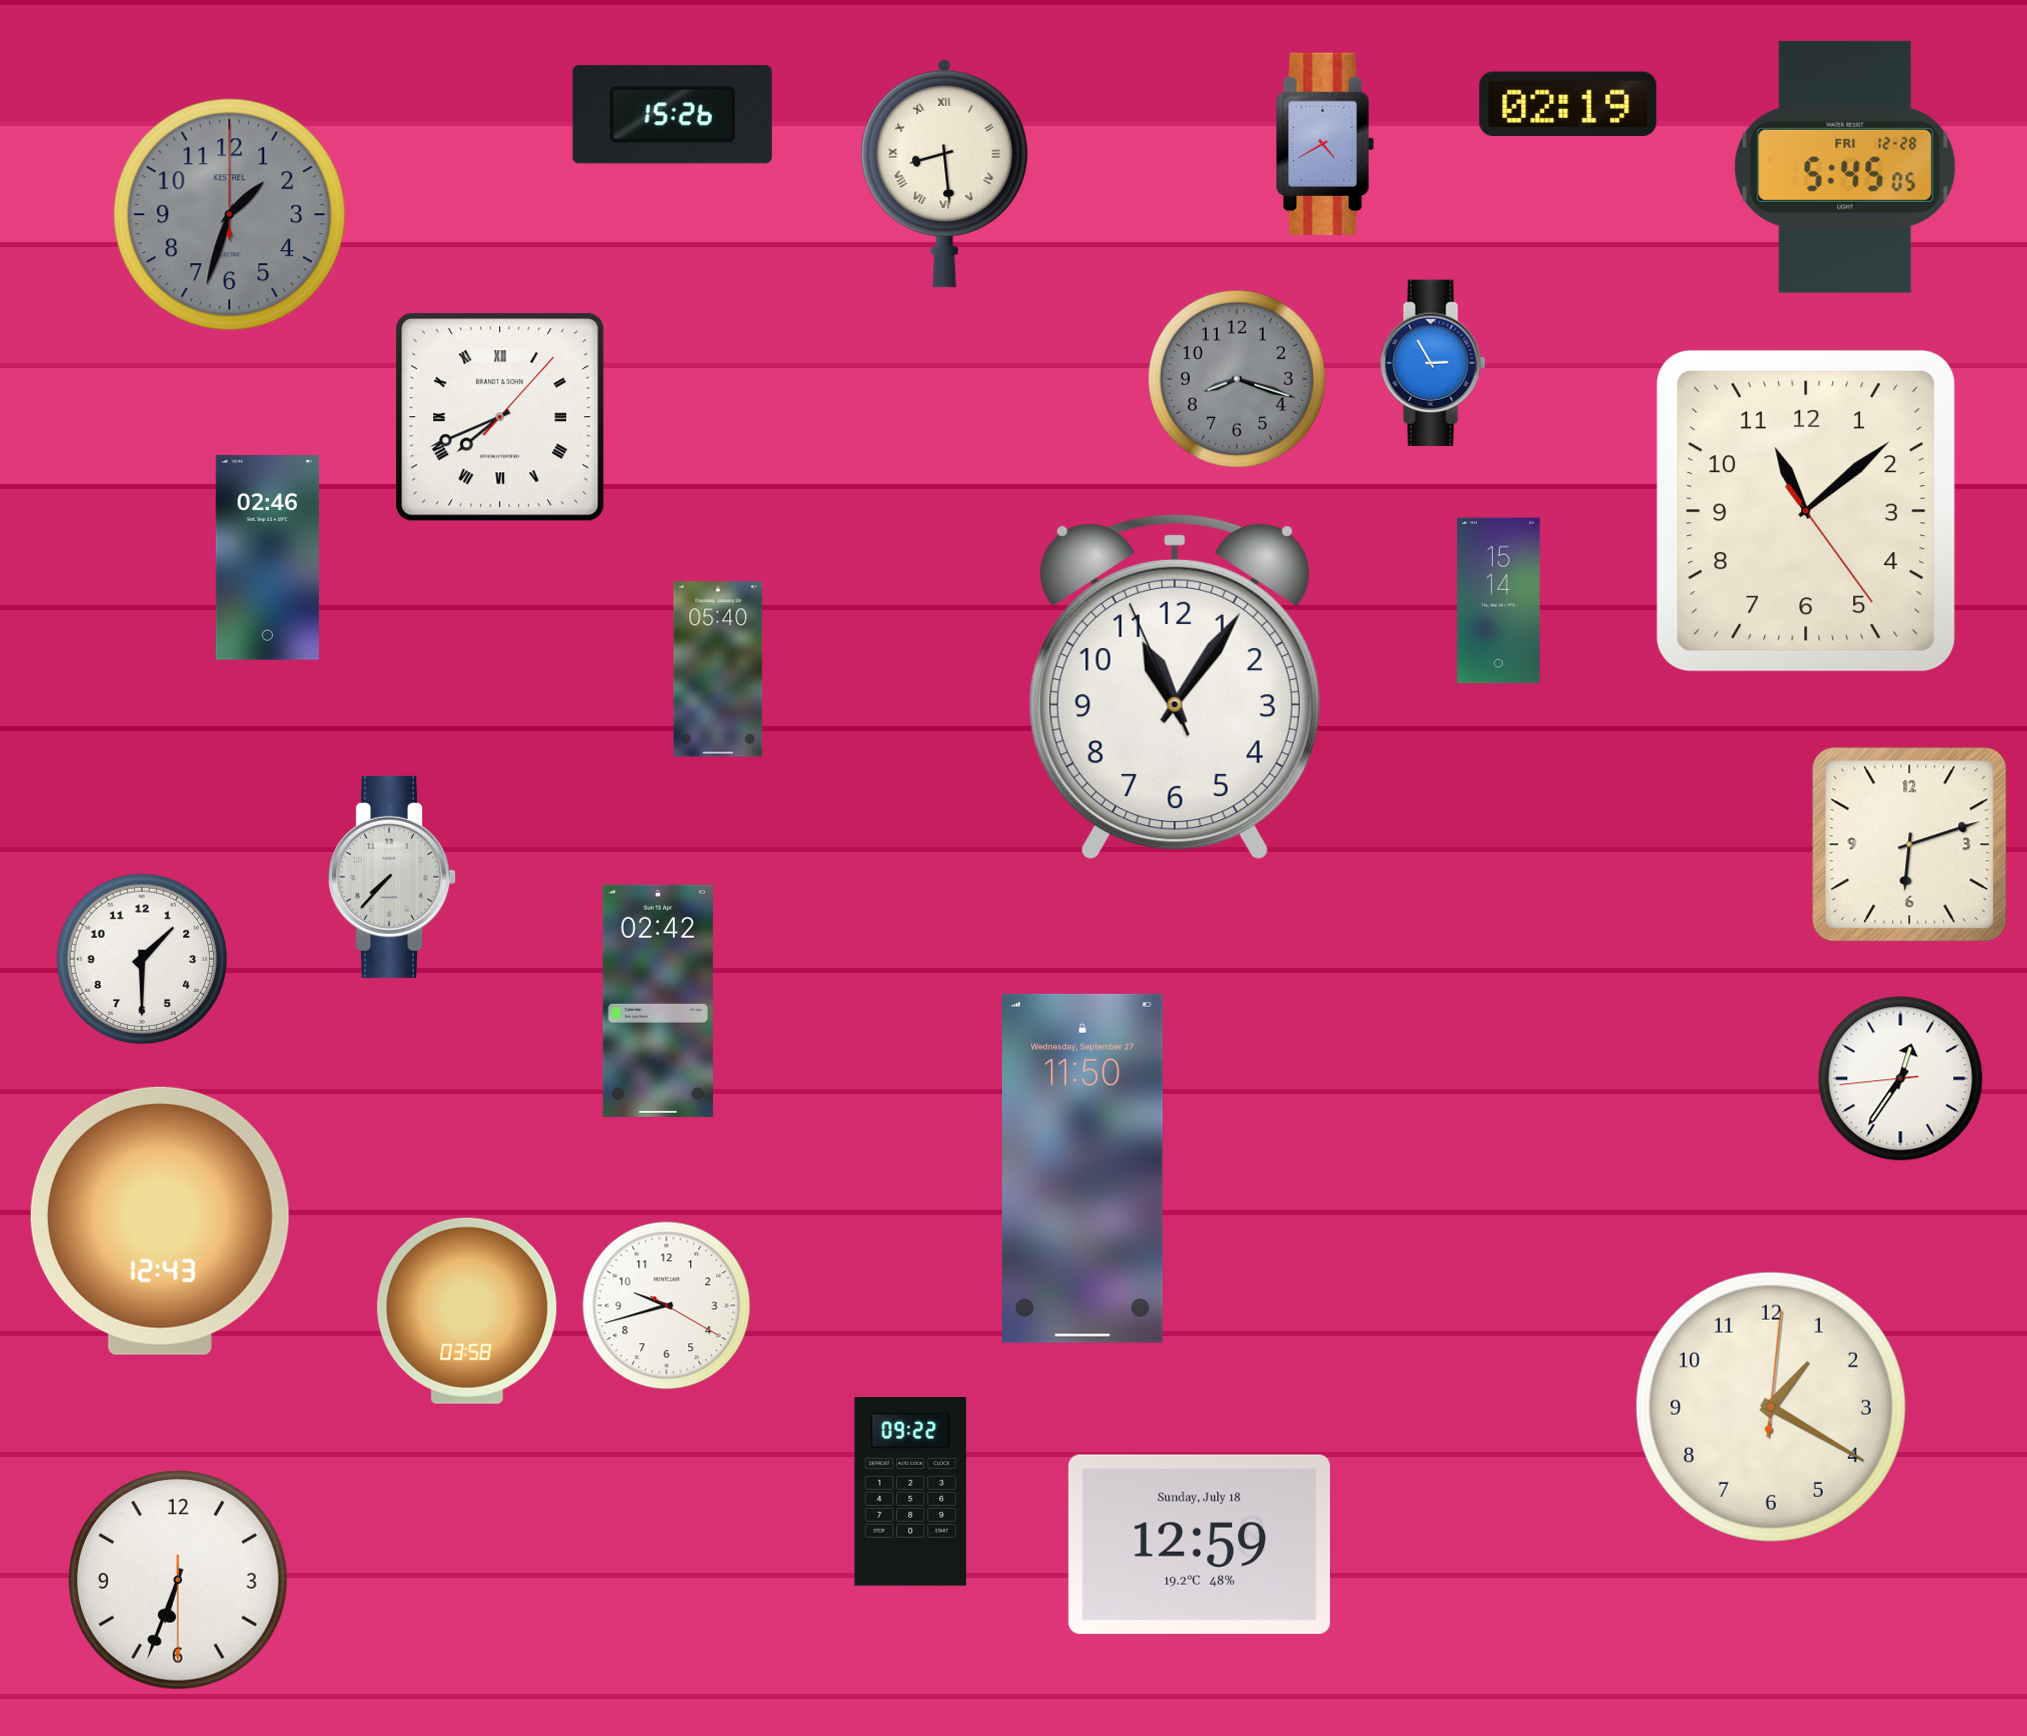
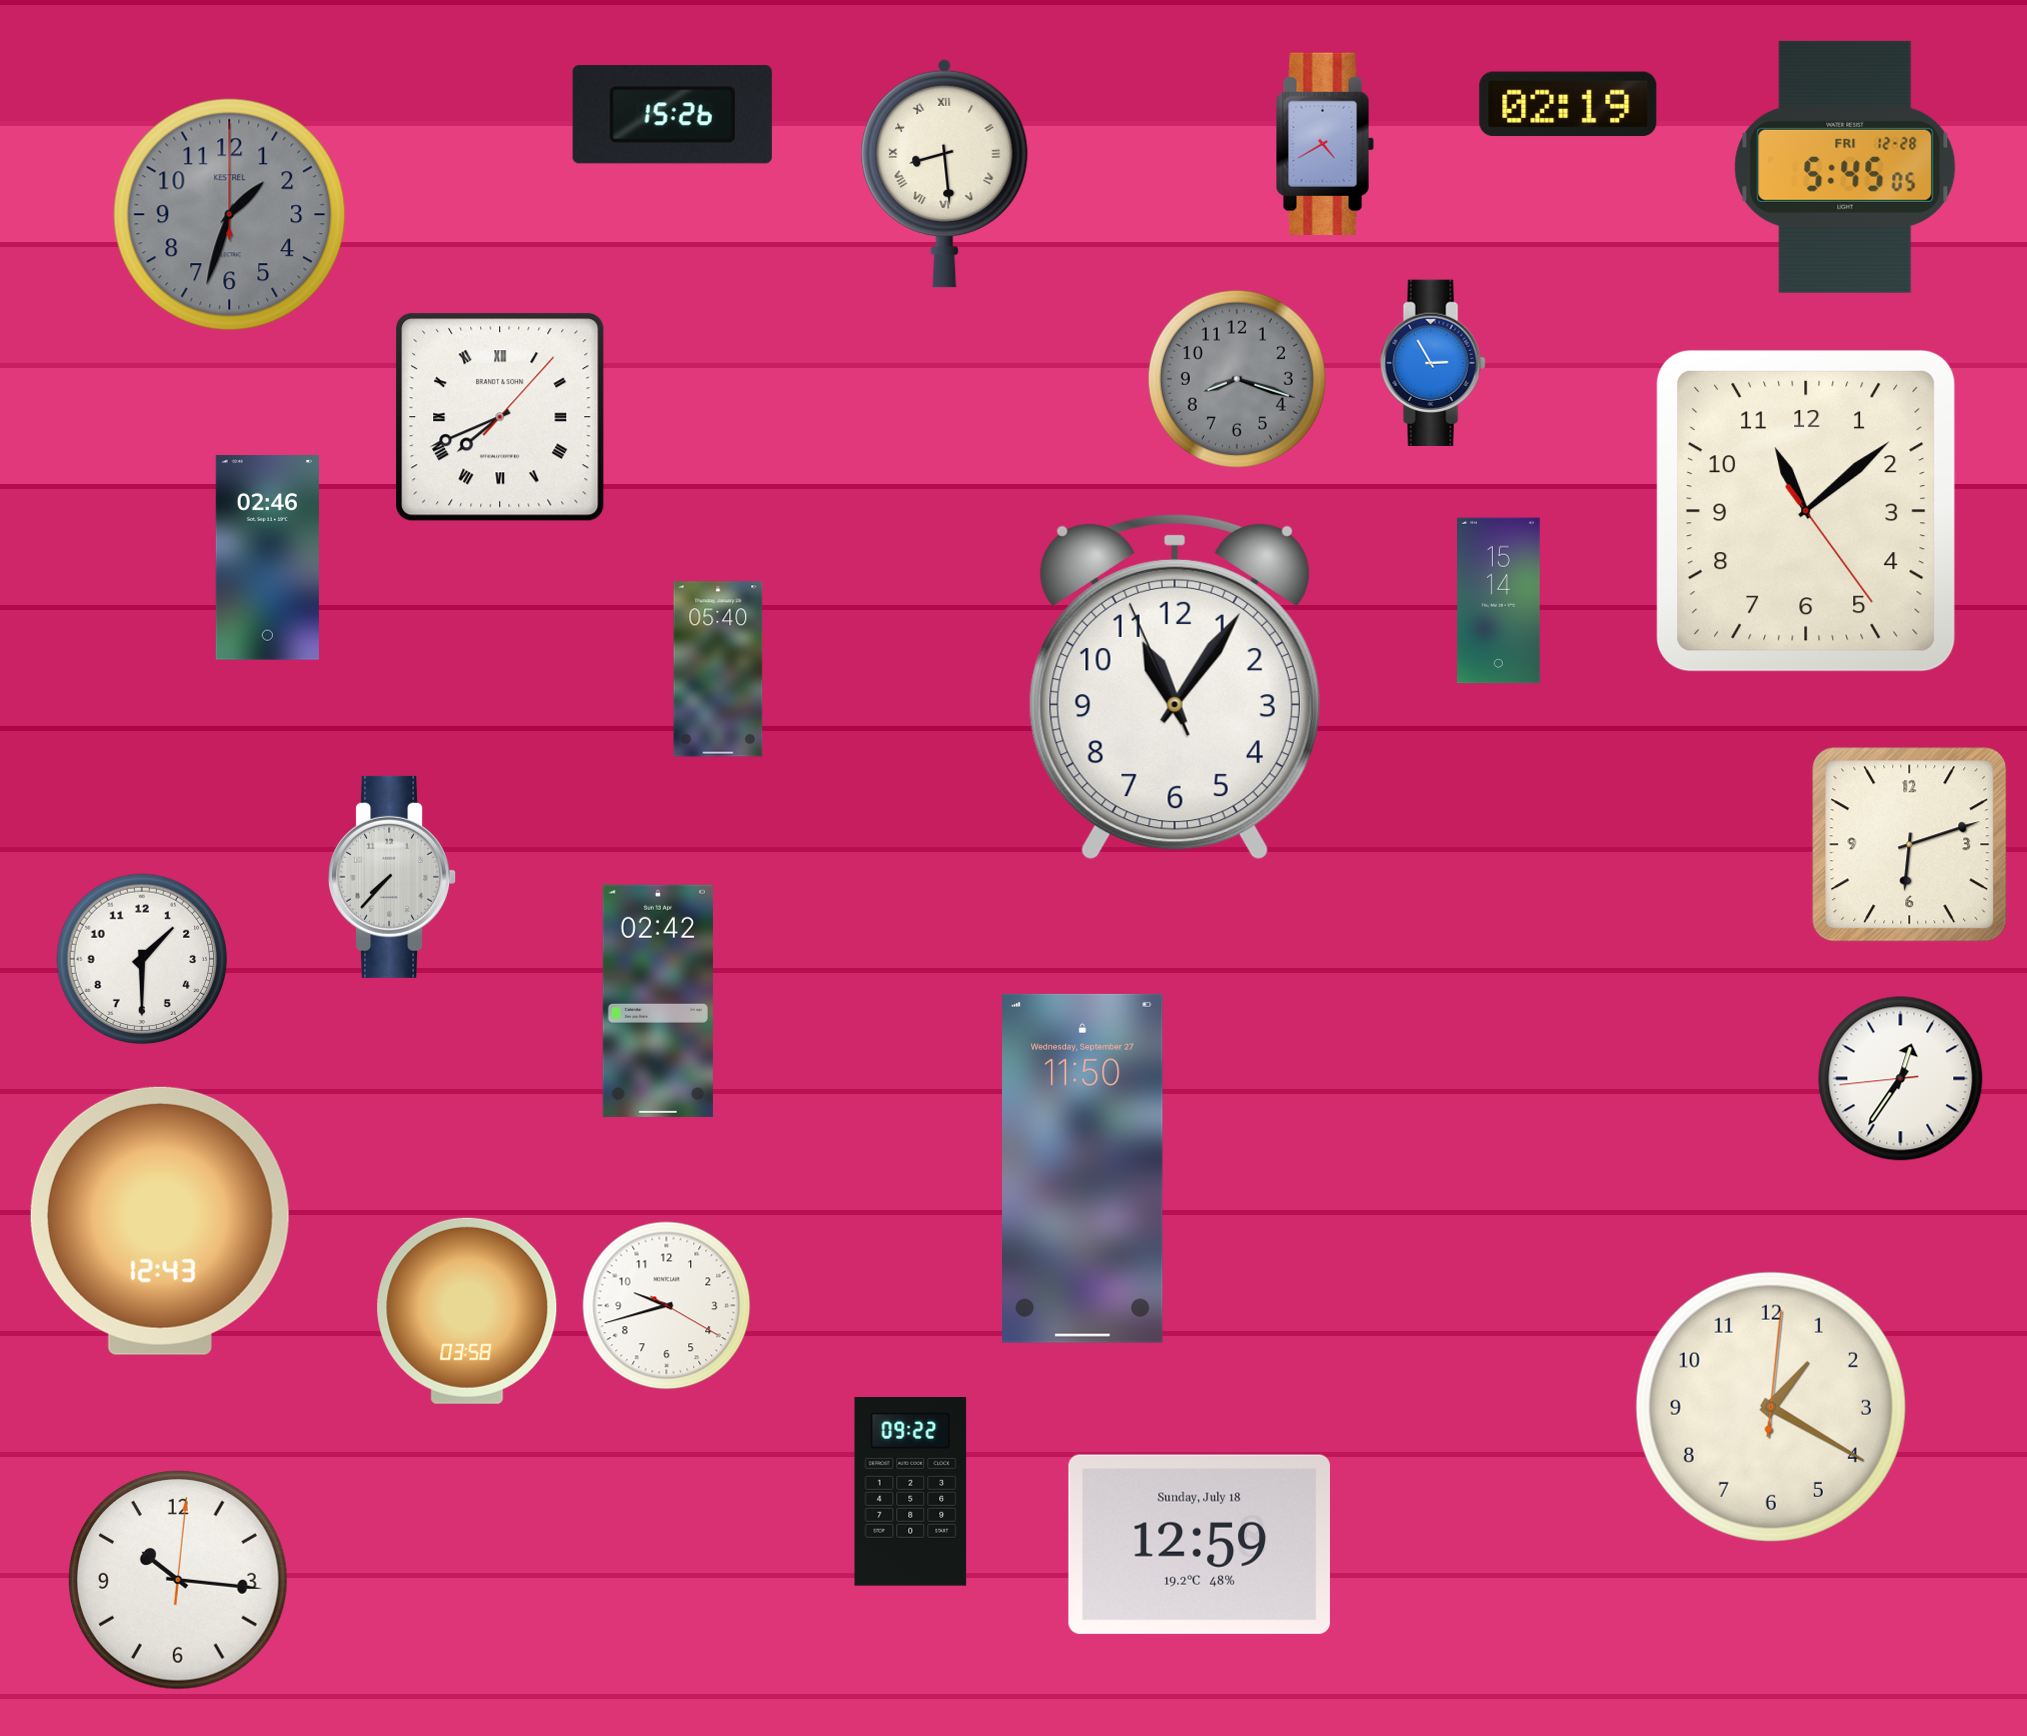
clock at (179, 1581): 6:33 -> 10:16
